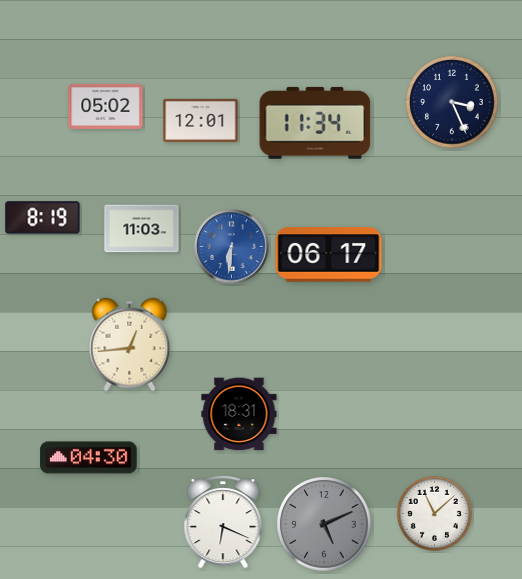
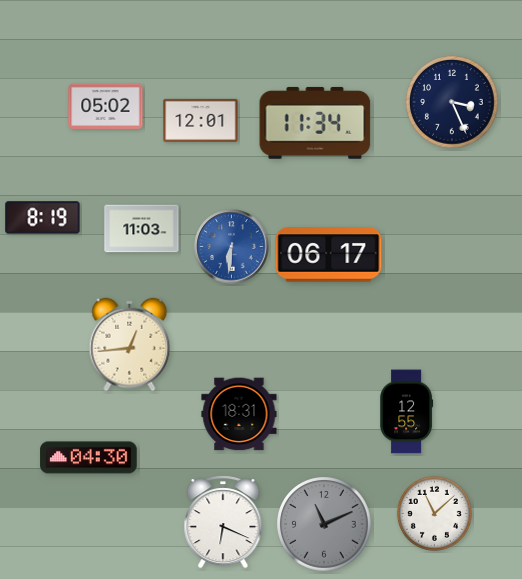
clock at (407, 412): none -> 12:55
clock at (324, 524): 5:11 -> 11:11
